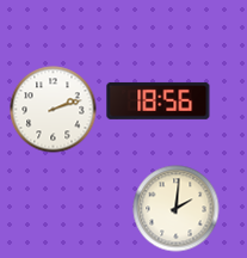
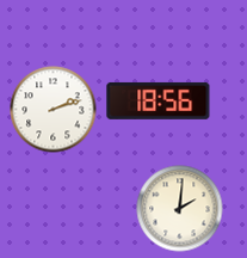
clock at (177, 209) position: (177, 209) -> (180, 209)
